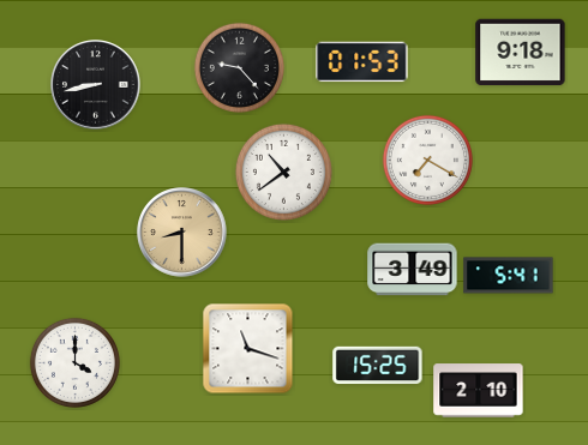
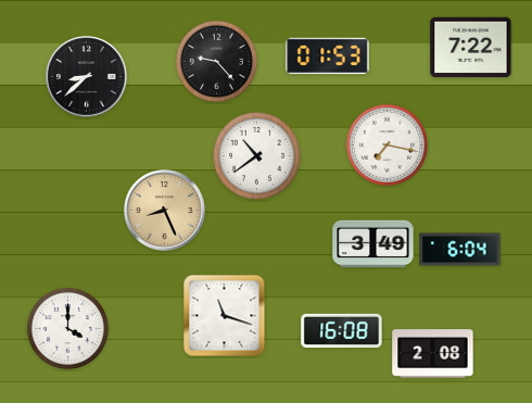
clock at (521, 53): 9:18 -> 7:22
clock at (96, 85): 8:43 -> 8:38
clock at (427, 160): 7:20 -> 7:17
clock at (182, 233): 8:30 -> 8:26
clock at (509, 276): 5:41 -> 6:04
clock at (378, 366): 15:25 -> 16:08
clock at (479, 391): 2:10 -> 2:08
